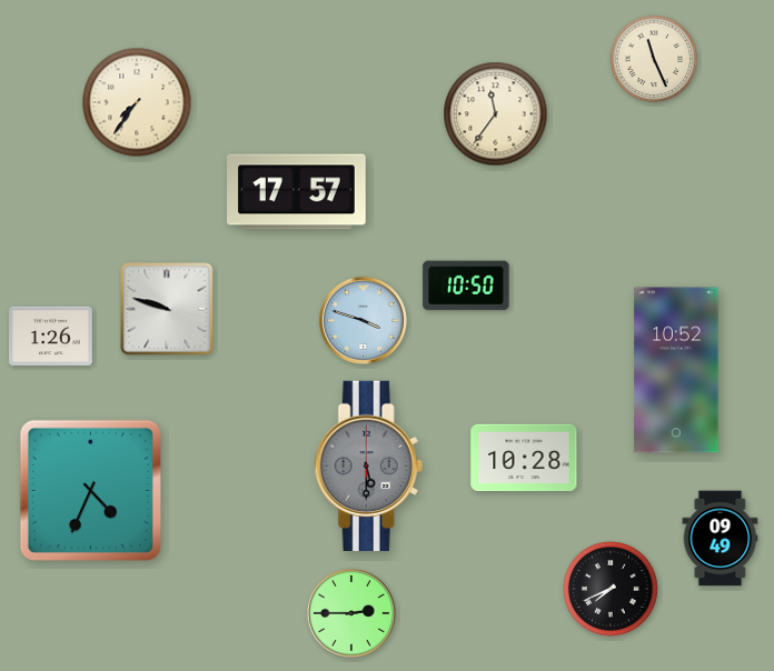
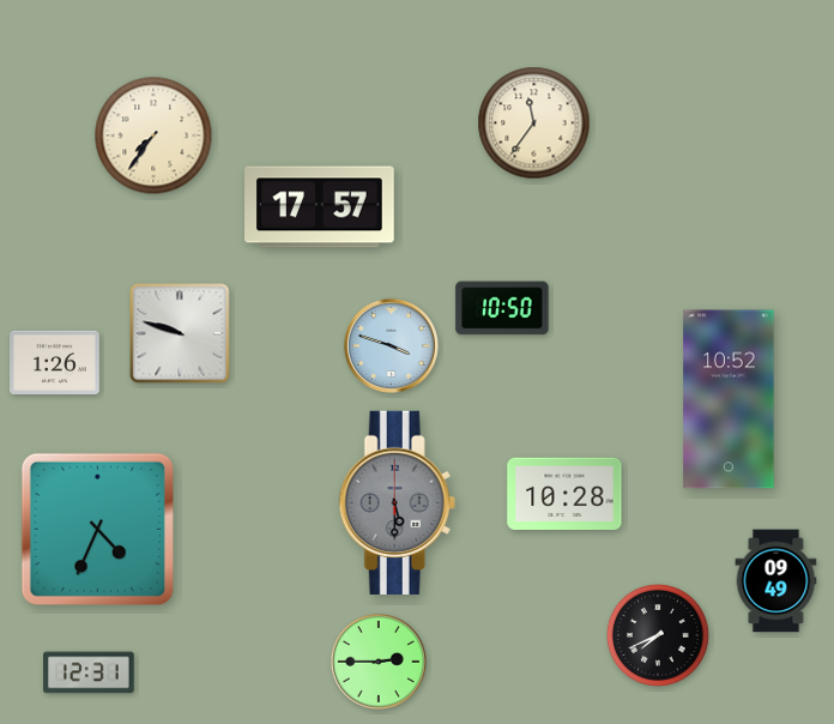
clock at (654, 59): 11:26 -> none
clock at (137, 102) position: (137, 102) -> (153, 135)
clock at (89, 672): none -> 12:31
